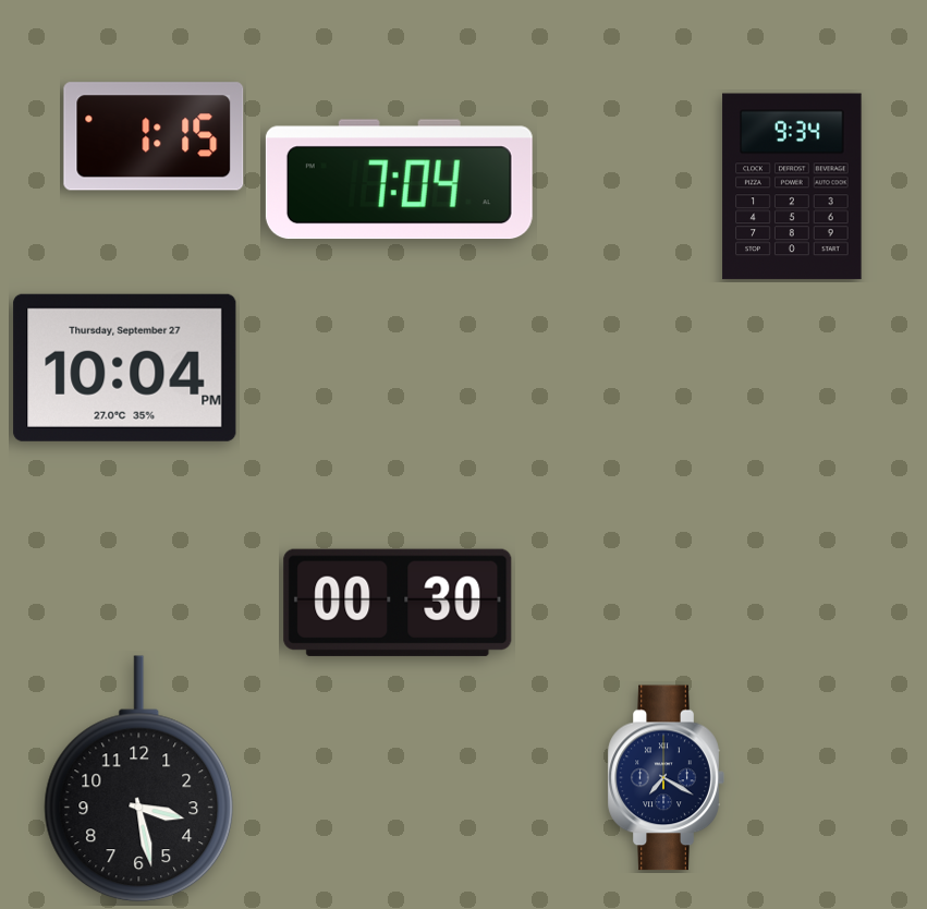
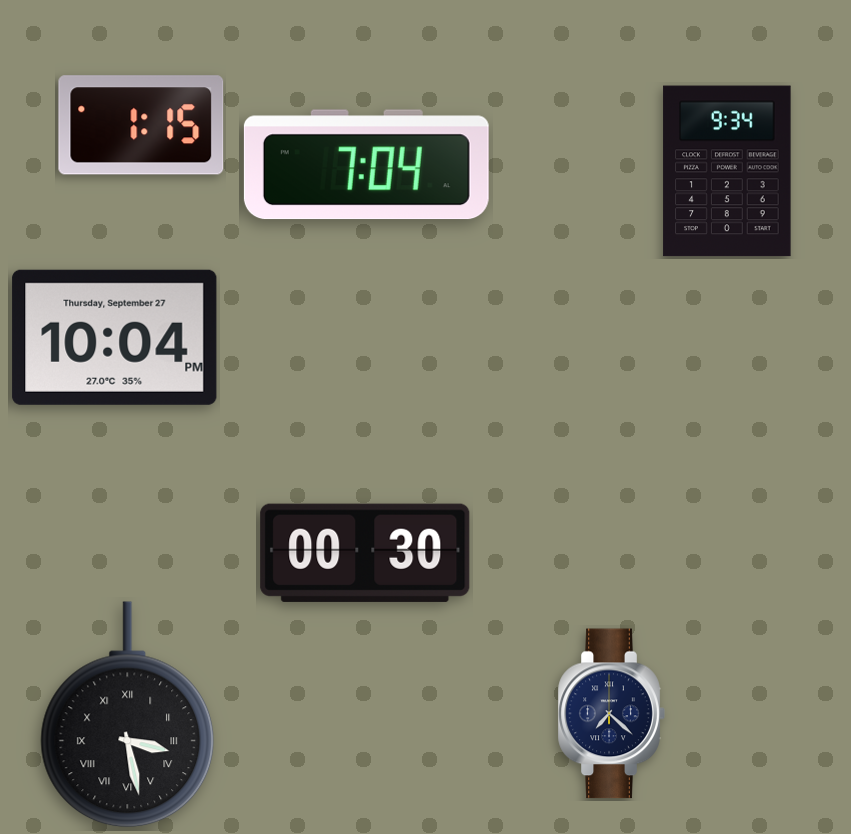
clock at (666, 778): 7:20 -> 7:22
clock at (139, 779) numerals: Arabic -> Roman
